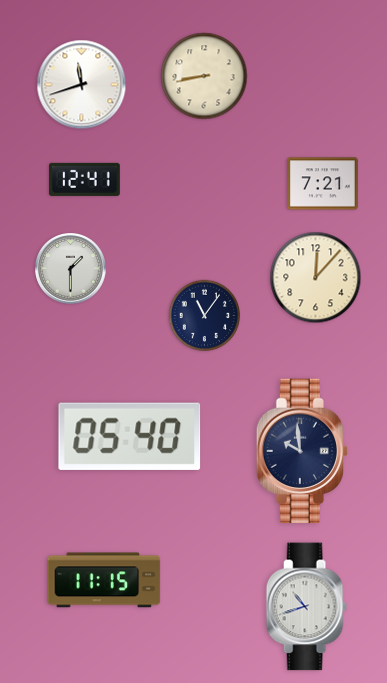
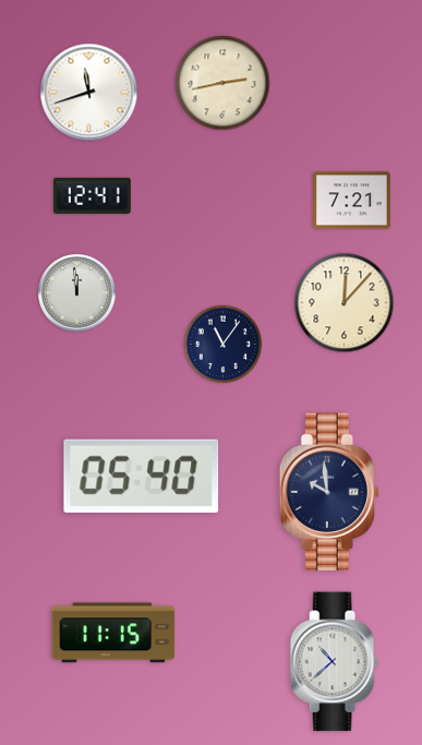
clock at (204, 76): 8:43 -> 2:43
clock at (71, 269): 1:30 -> 11:59
clock at (306, 607): 10:42 -> 10:38
